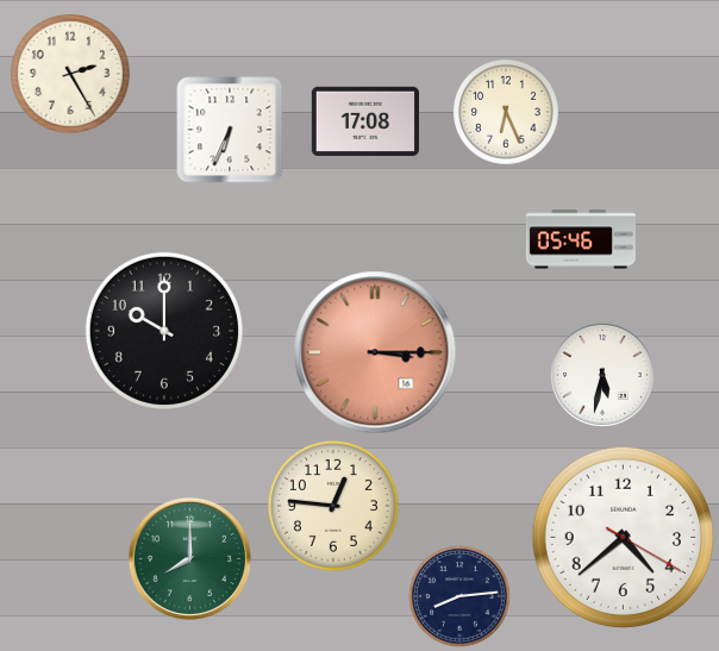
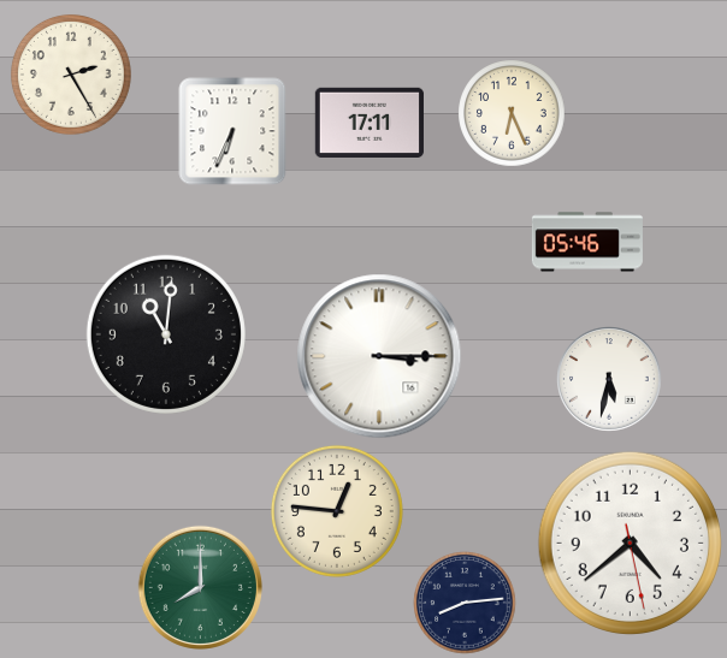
clock at (364, 120): 17:08 -> 17:11
clock at (164, 331): 10:00 -> 11:01
clock at (375, 352) dial: salmon -> white
clock at (623, 537): 4:38:20 -> 4:38:28
clock at (189, 558) position: (189, 558) -> (200, 587)
